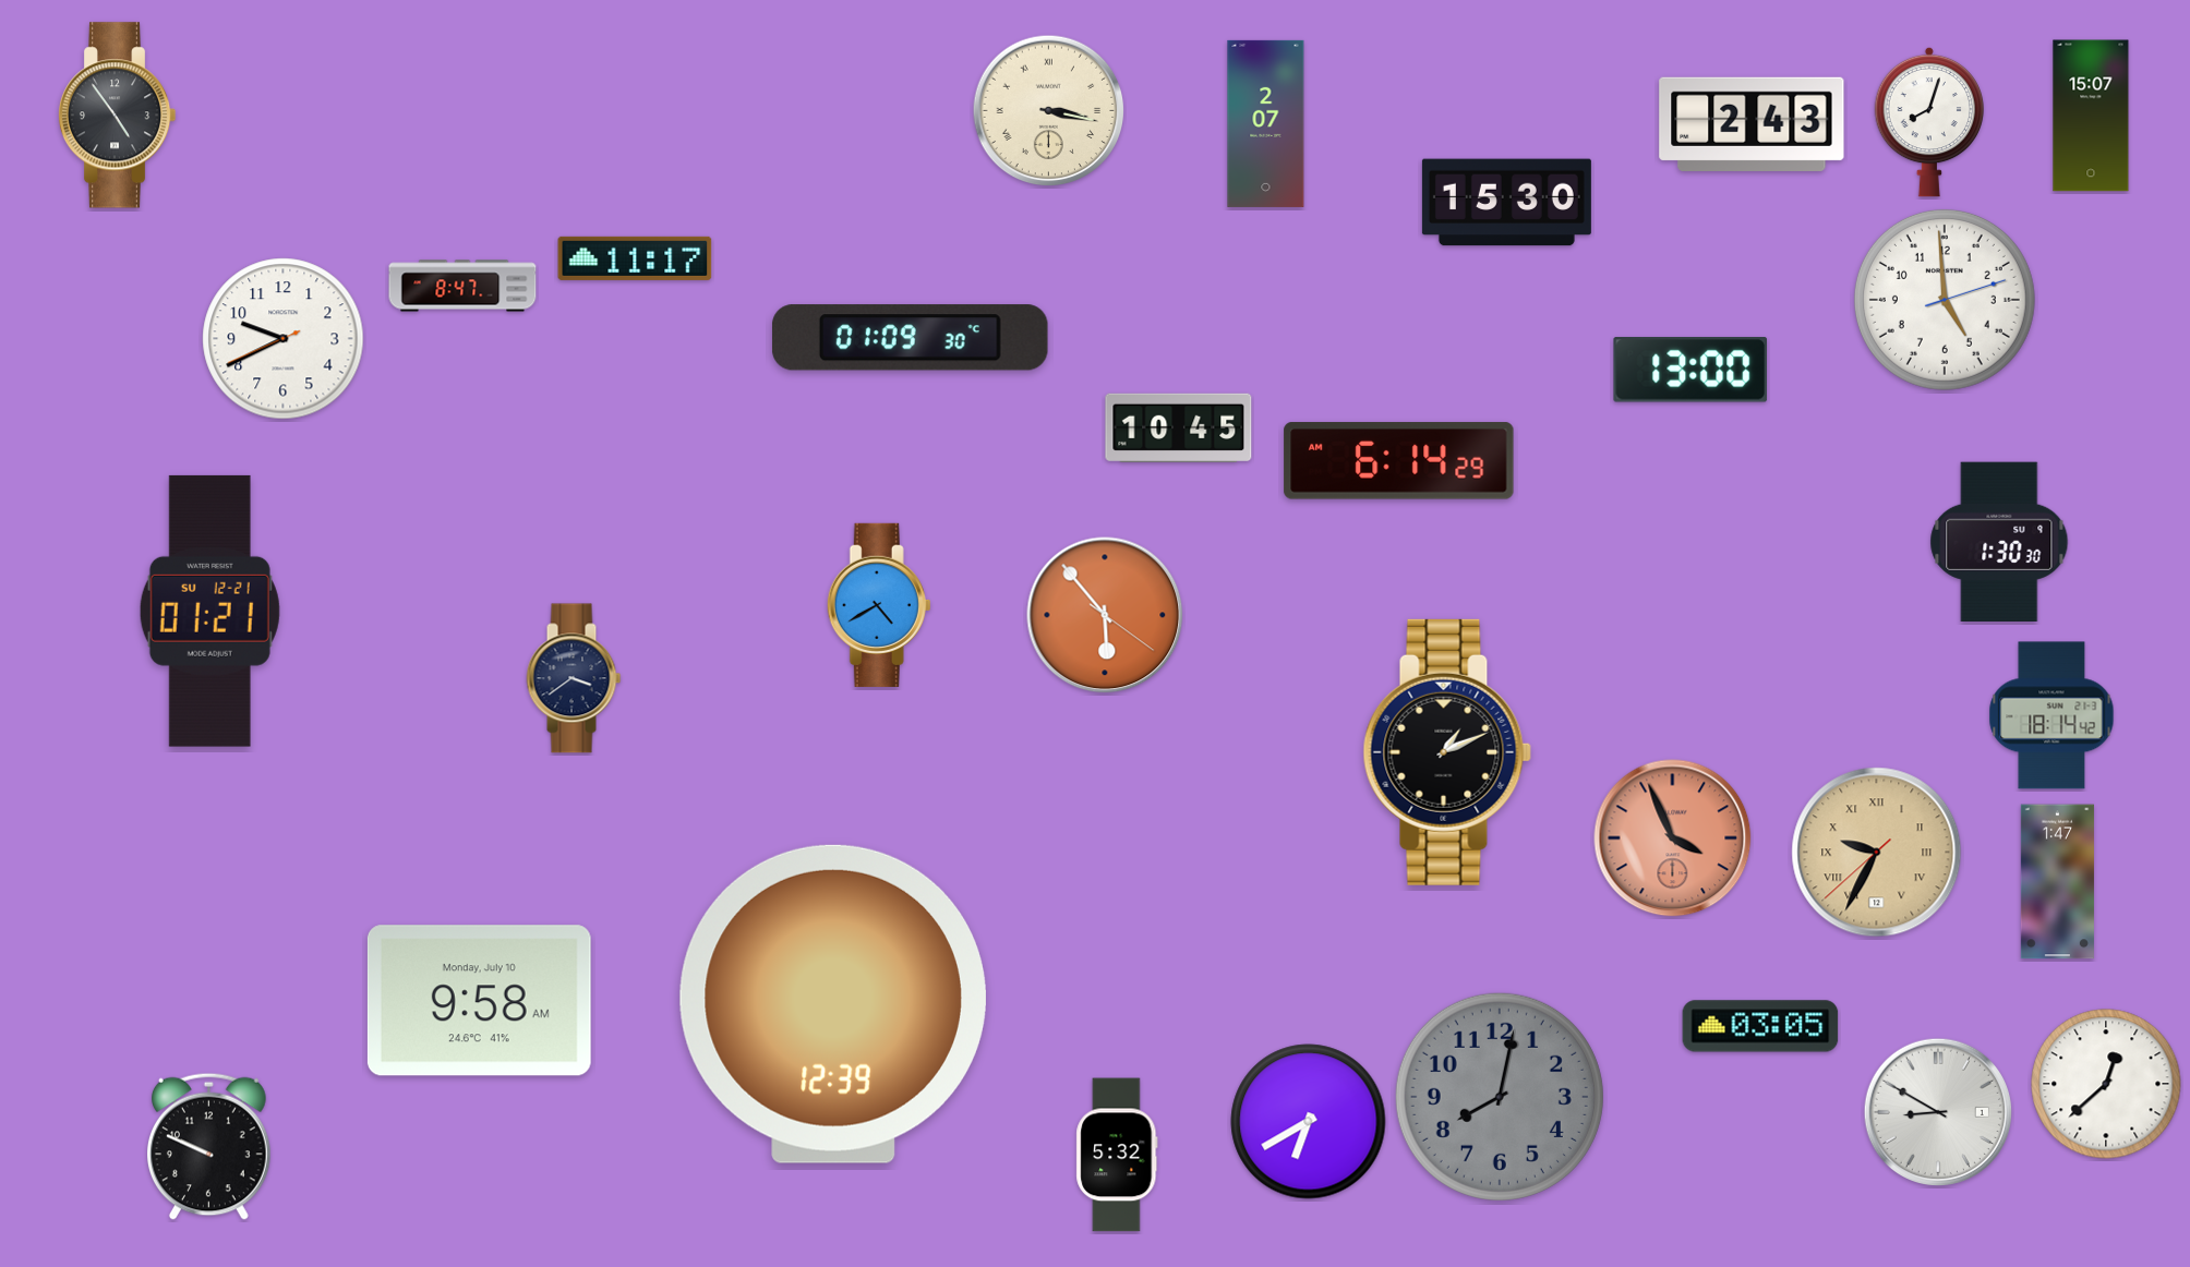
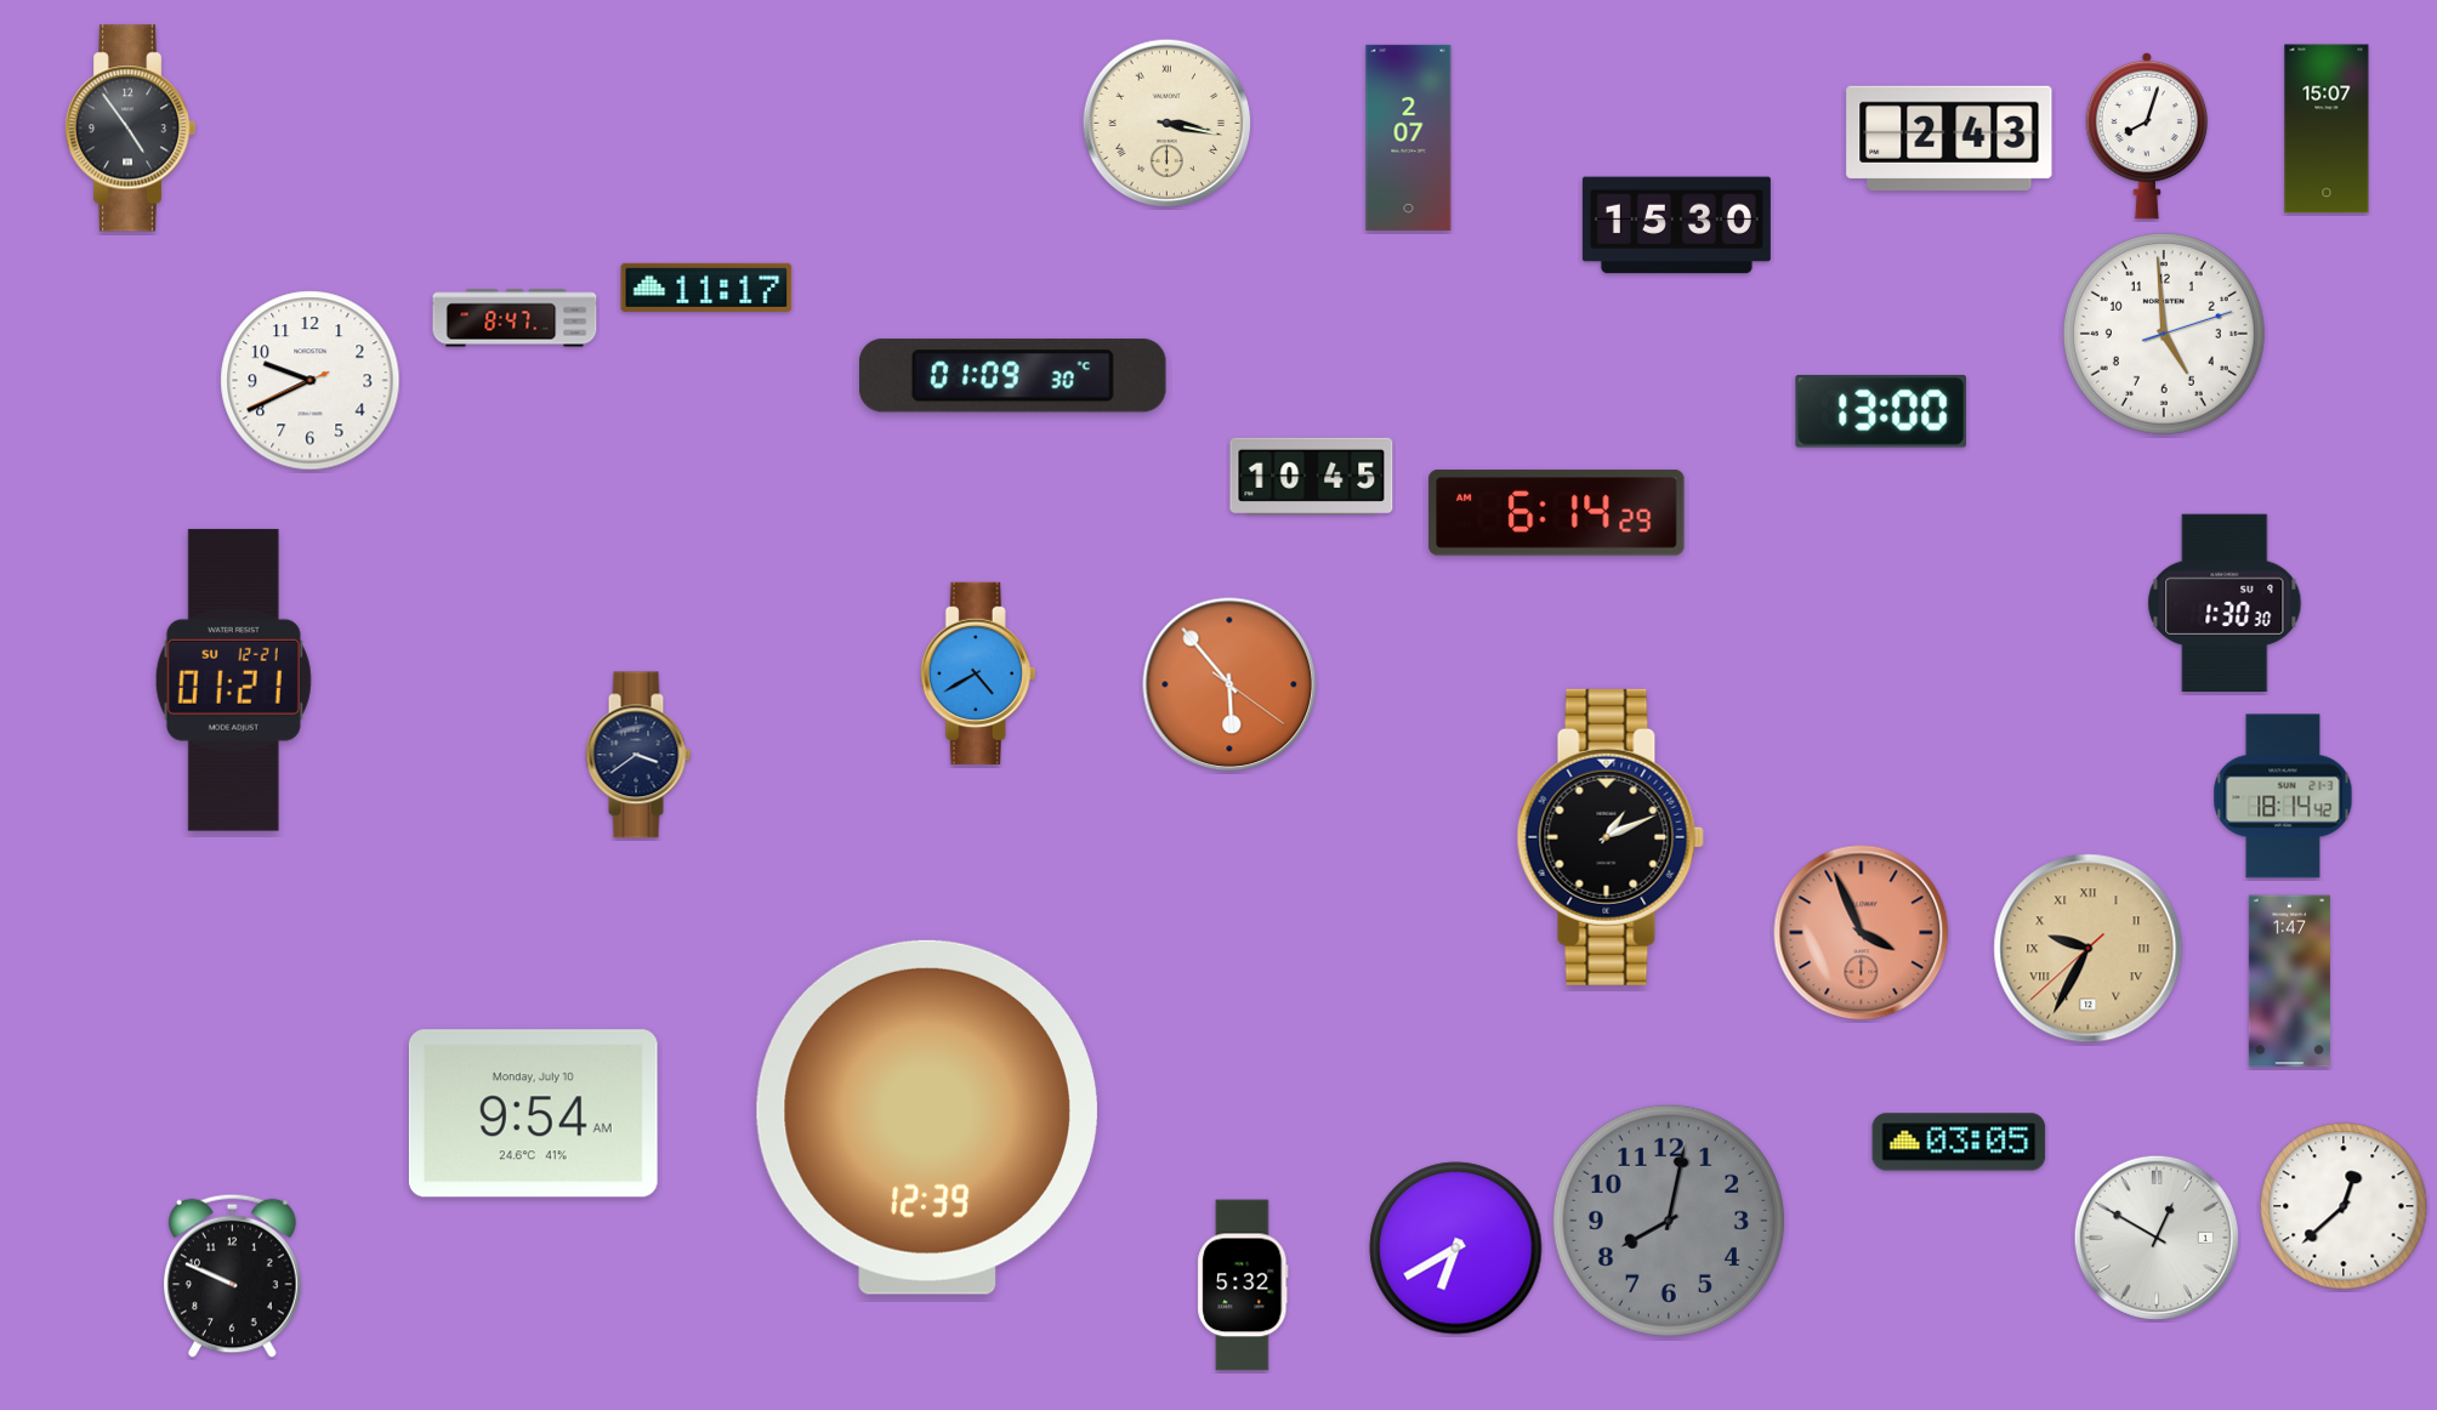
clock at (284, 339) position: (284, 339) -> (311, 381)
clock at (479, 1001): 9:58 -> 9:54
clock at (1937, 1111): 8:50 -> 12:50
